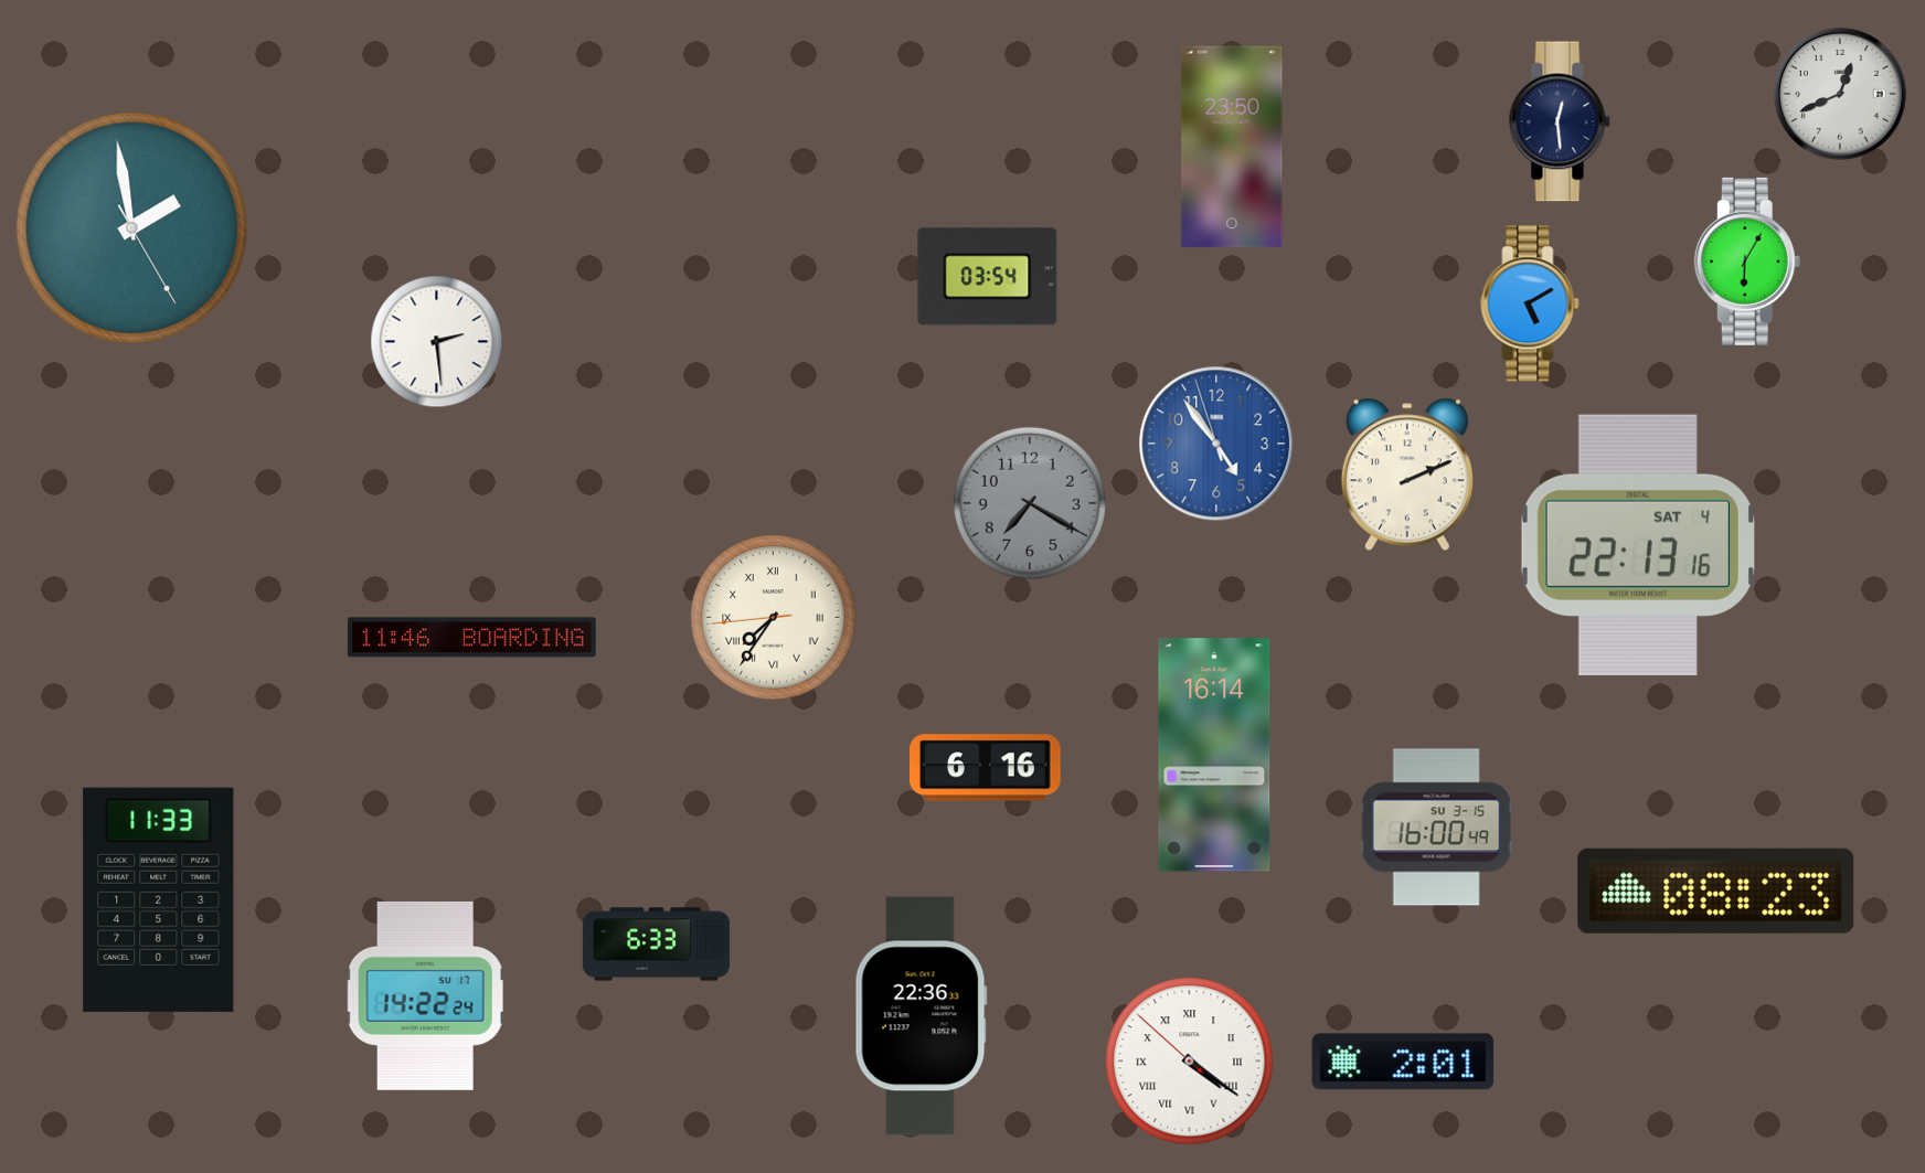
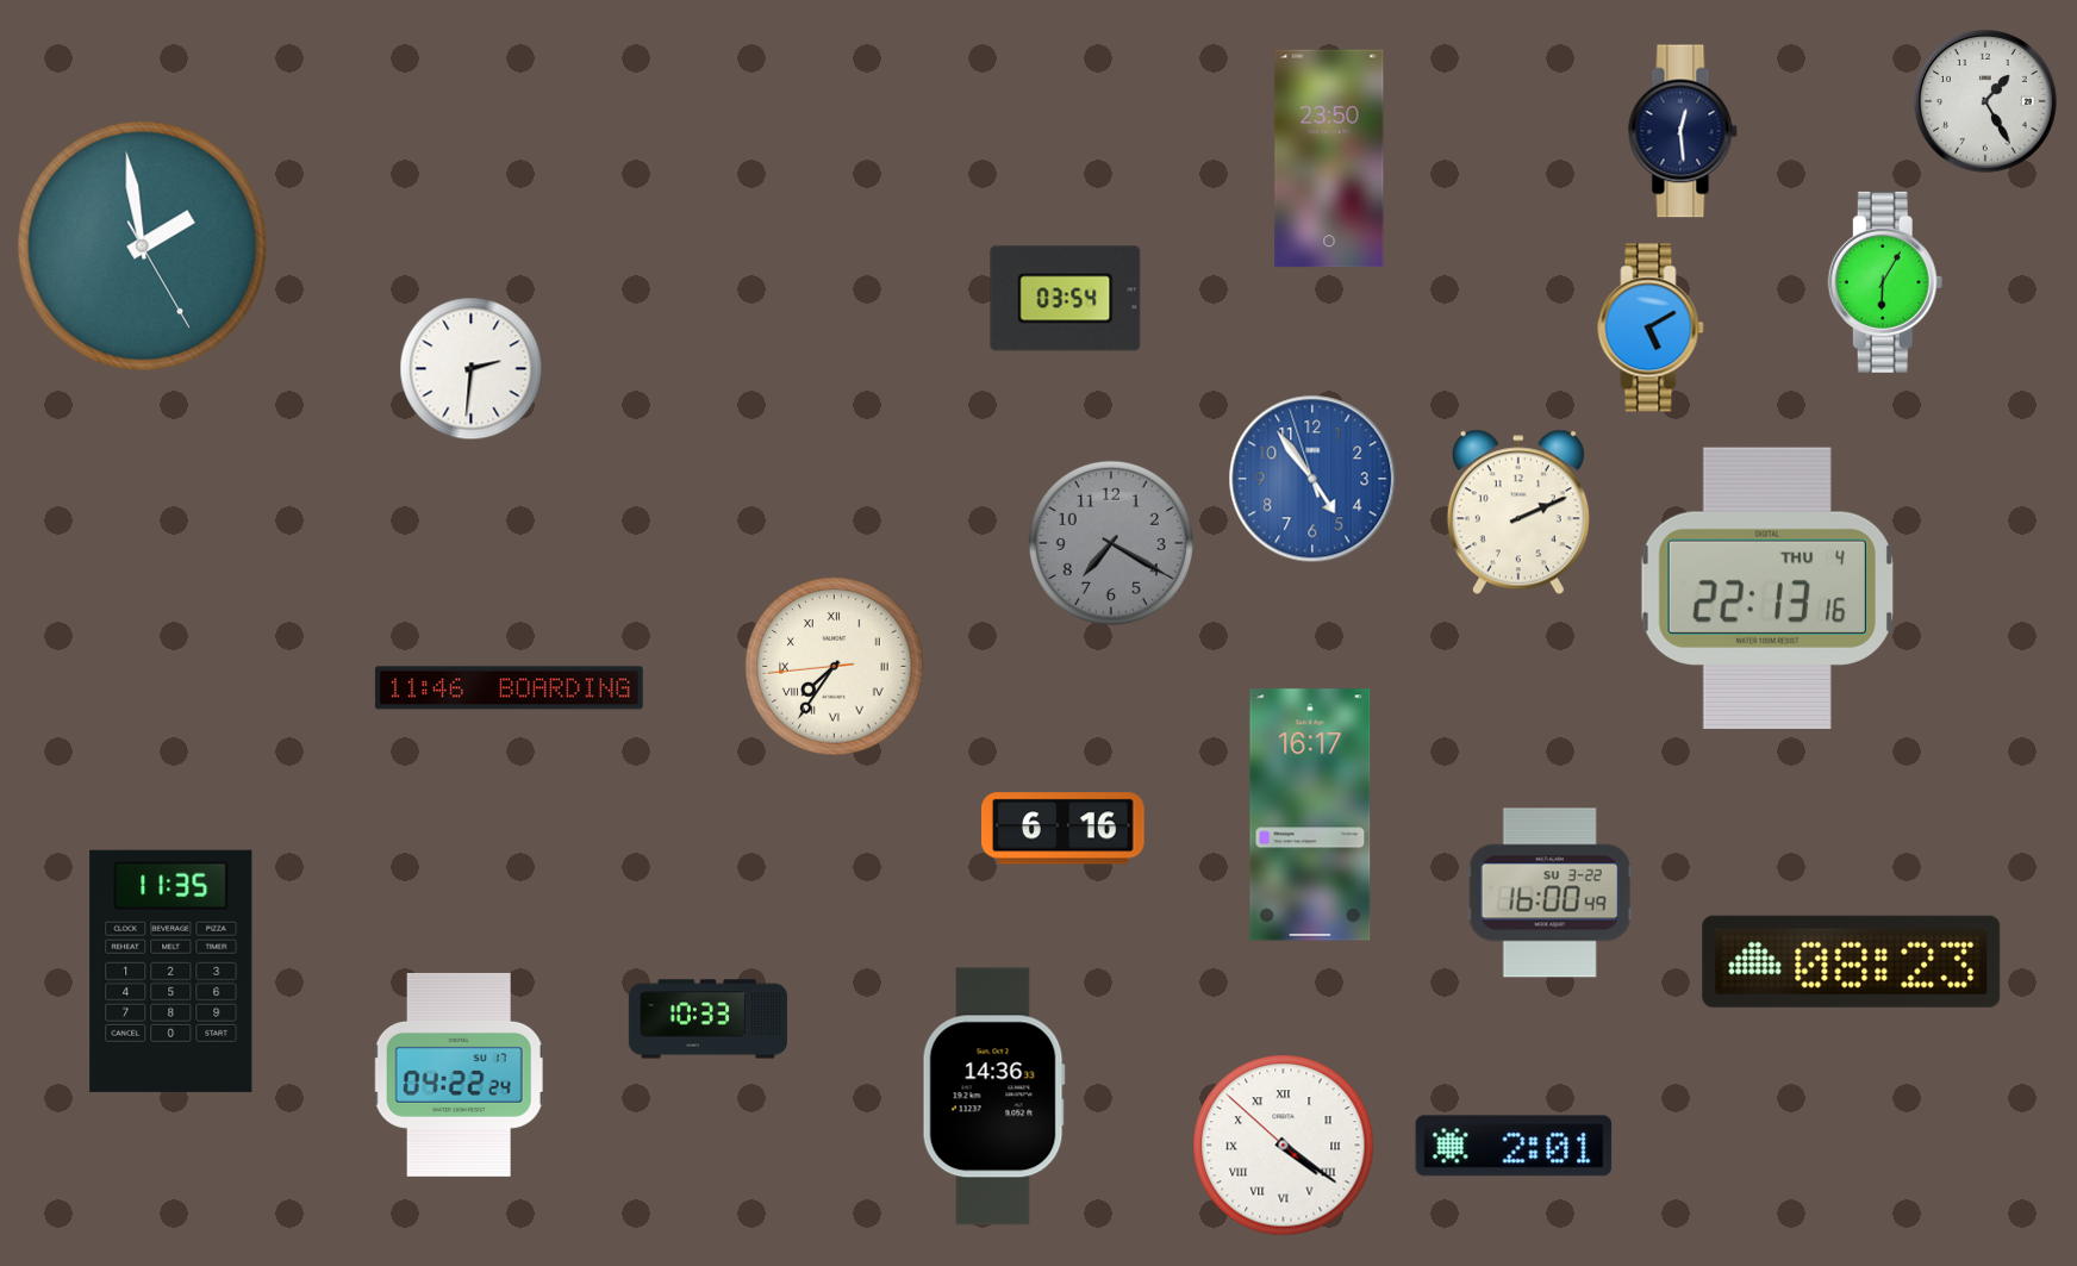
clock at (1841, 95): 12:41 -> 1:25
clock at (437, 342): 2:29 -> 2:31
clock at (1638, 545) date: SAT 4 -> THU 4
clock at (1214, 755): 16:14 -> 16:17
clock at (1436, 828) date: SU 3-15 -> SU 3-22
clock at (159, 899): 11:33 -> 11:35
clock at (656, 945): 6:33 -> 10:33
clock at (426, 995): 14:22 -> 04:22
clock at (921, 1016): 22:36 -> 14:36
